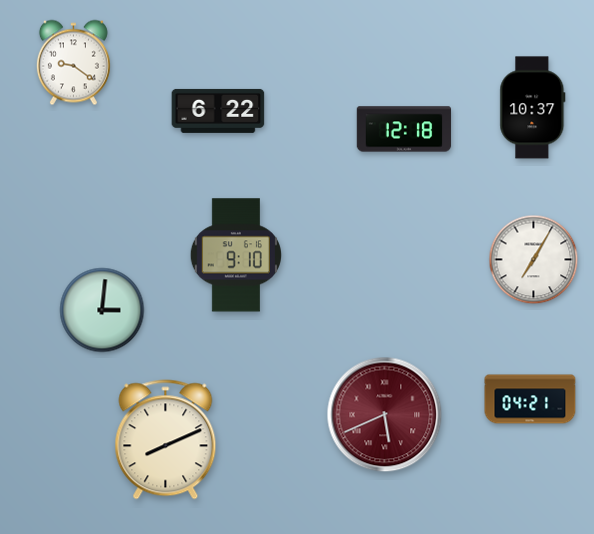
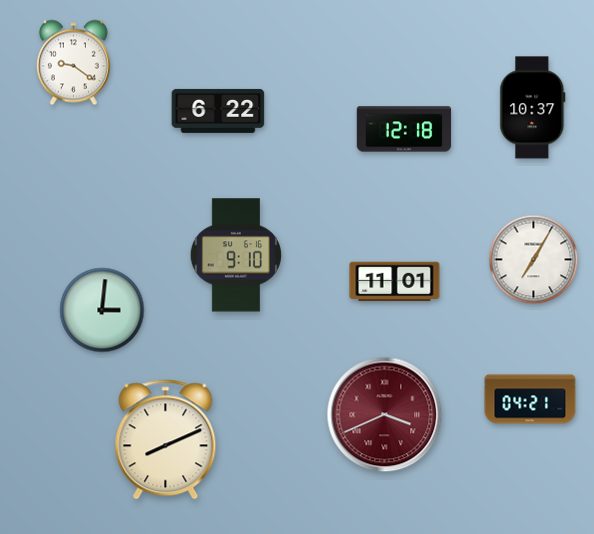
clock at (395, 282): none -> 11:01
clock at (385, 415): 5:41 -> 3:41
